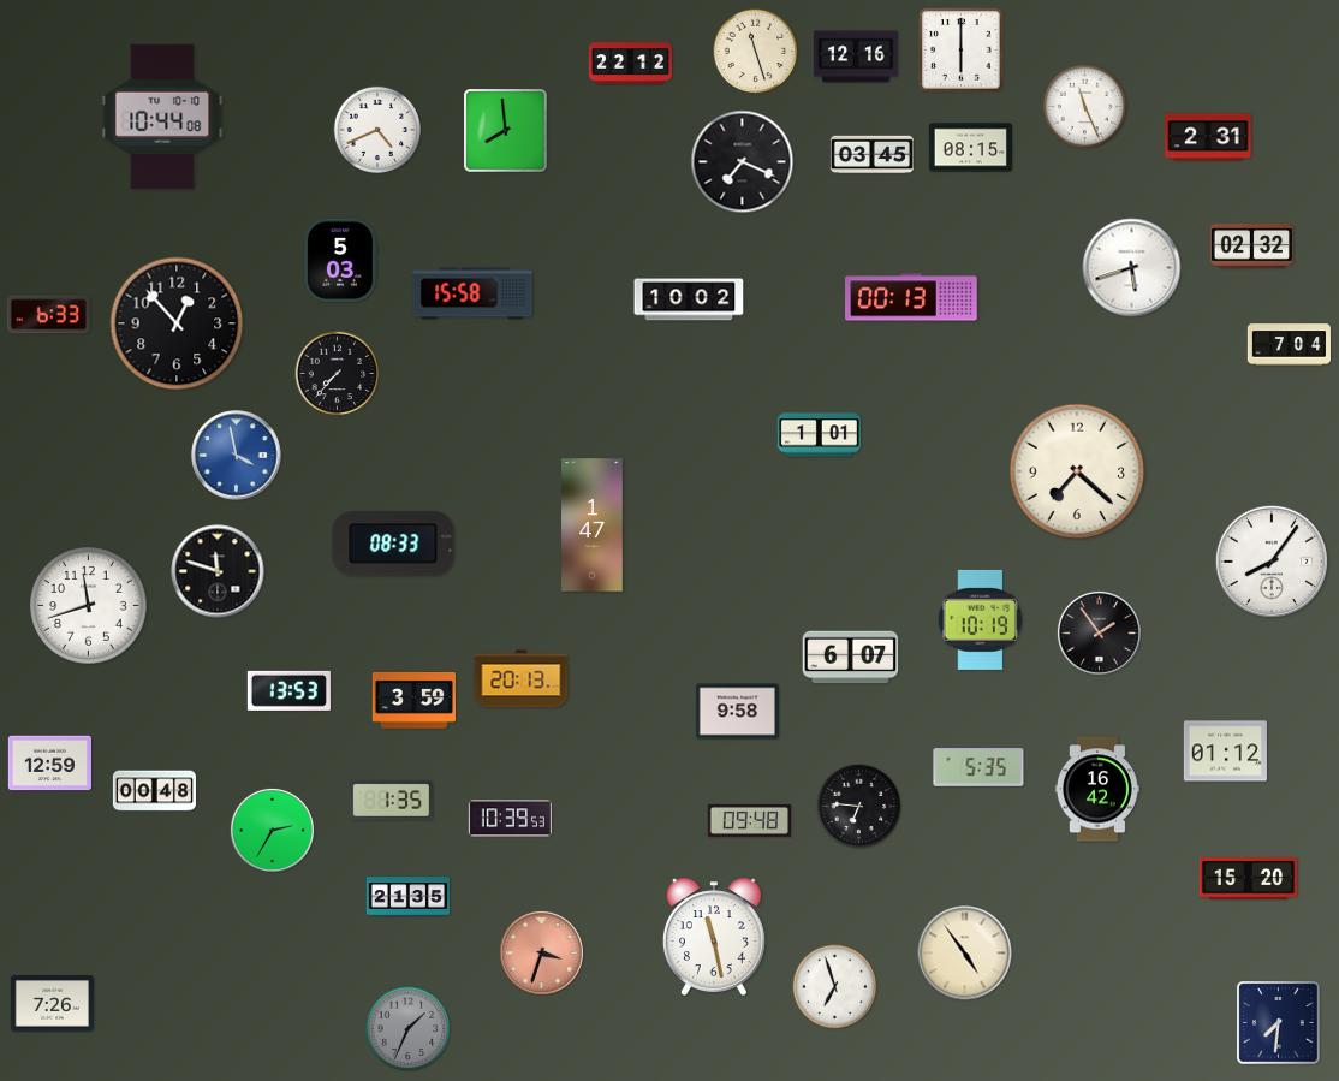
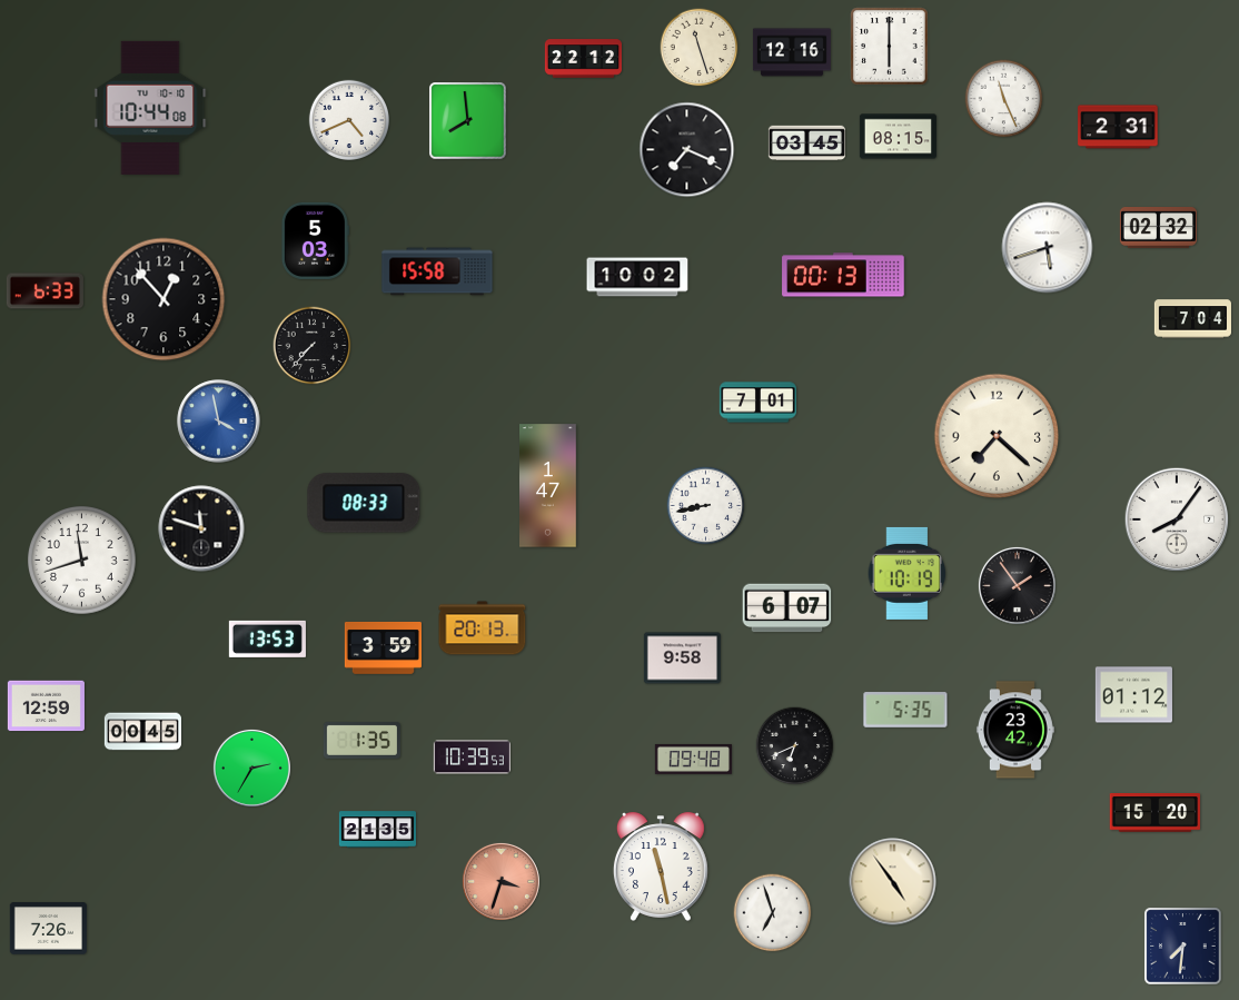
clock at (819, 435): 1:01 -> 7:01
clock at (706, 506): none -> 8:43
clock at (1097, 789): 16:42 -> 23:42
clock at (154, 791): 00:48 -> 00:45
clock at (859, 807): 6:46 -> 6:41
clock at (409, 1029): 1:34 -> none
